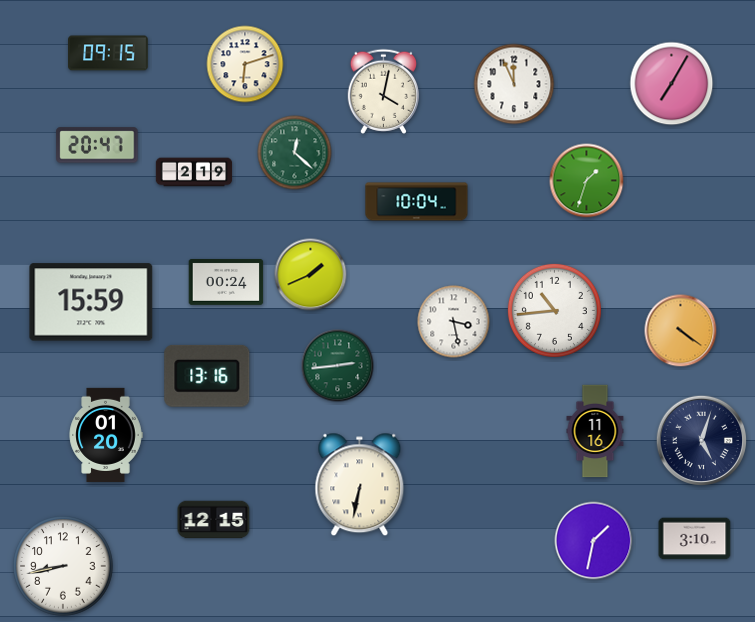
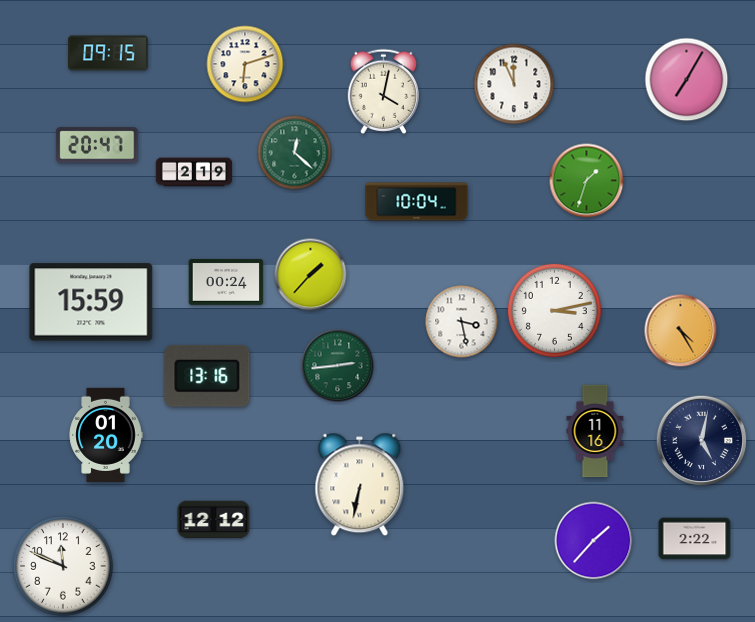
clock at (672, 84) position: (672, 84) -> (687, 80)
clock at (311, 275): 1:41 -> 1:37
clock at (554, 310): 10:44 -> 3:13
clock at (454, 322) position: (454, 322) -> (462, 322)
clock at (681, 331): 4:21 -> 4:25
clock at (701, 440): 5:03 -> 5:02
clock at (214, 520): 12:15 -> 12:12
clock at (695, 539): 3:10 -> 2:22
clock at (594, 541): 1:32 -> 1:37
clock at (63, 566): 8:43 -> 11:49
